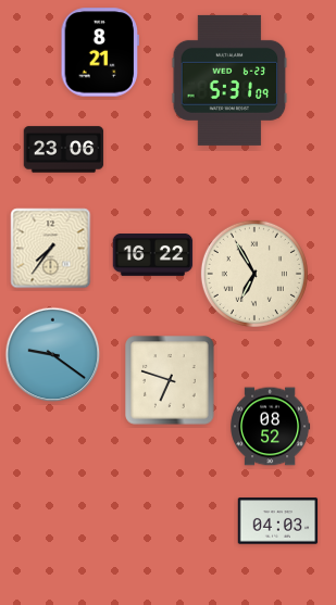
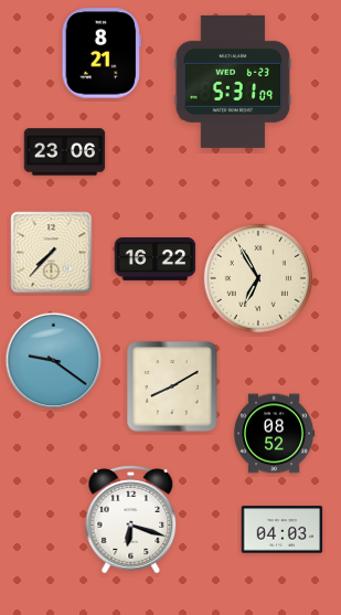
clock at (51, 249): 7:36 -> 7:37
clock at (170, 380): 6:48 -> 8:10
clock at (131, 520): none -> 6:18
